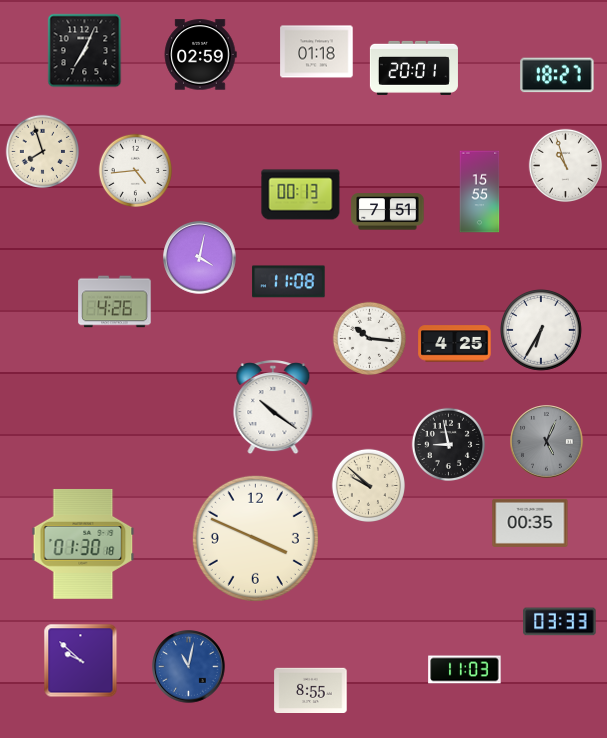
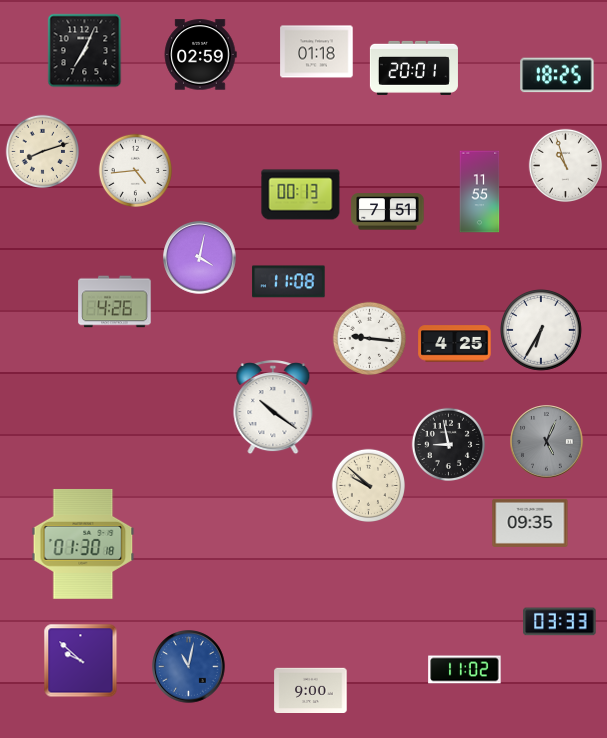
clock at (557, 75): 18:27 -> 18:25
clock at (42, 151): 7:57 -> 8:12
clock at (480, 192): 15:55 -> 11:55
clock at (369, 338): 10:16 -> 9:16
clock at (530, 523): 00:35 -> 09:35
clock at (255, 538): 3:49 -> none
clock at (465, 670): 11:03 -> 11:02
clock at (311, 690): 8:55 -> 9:00
